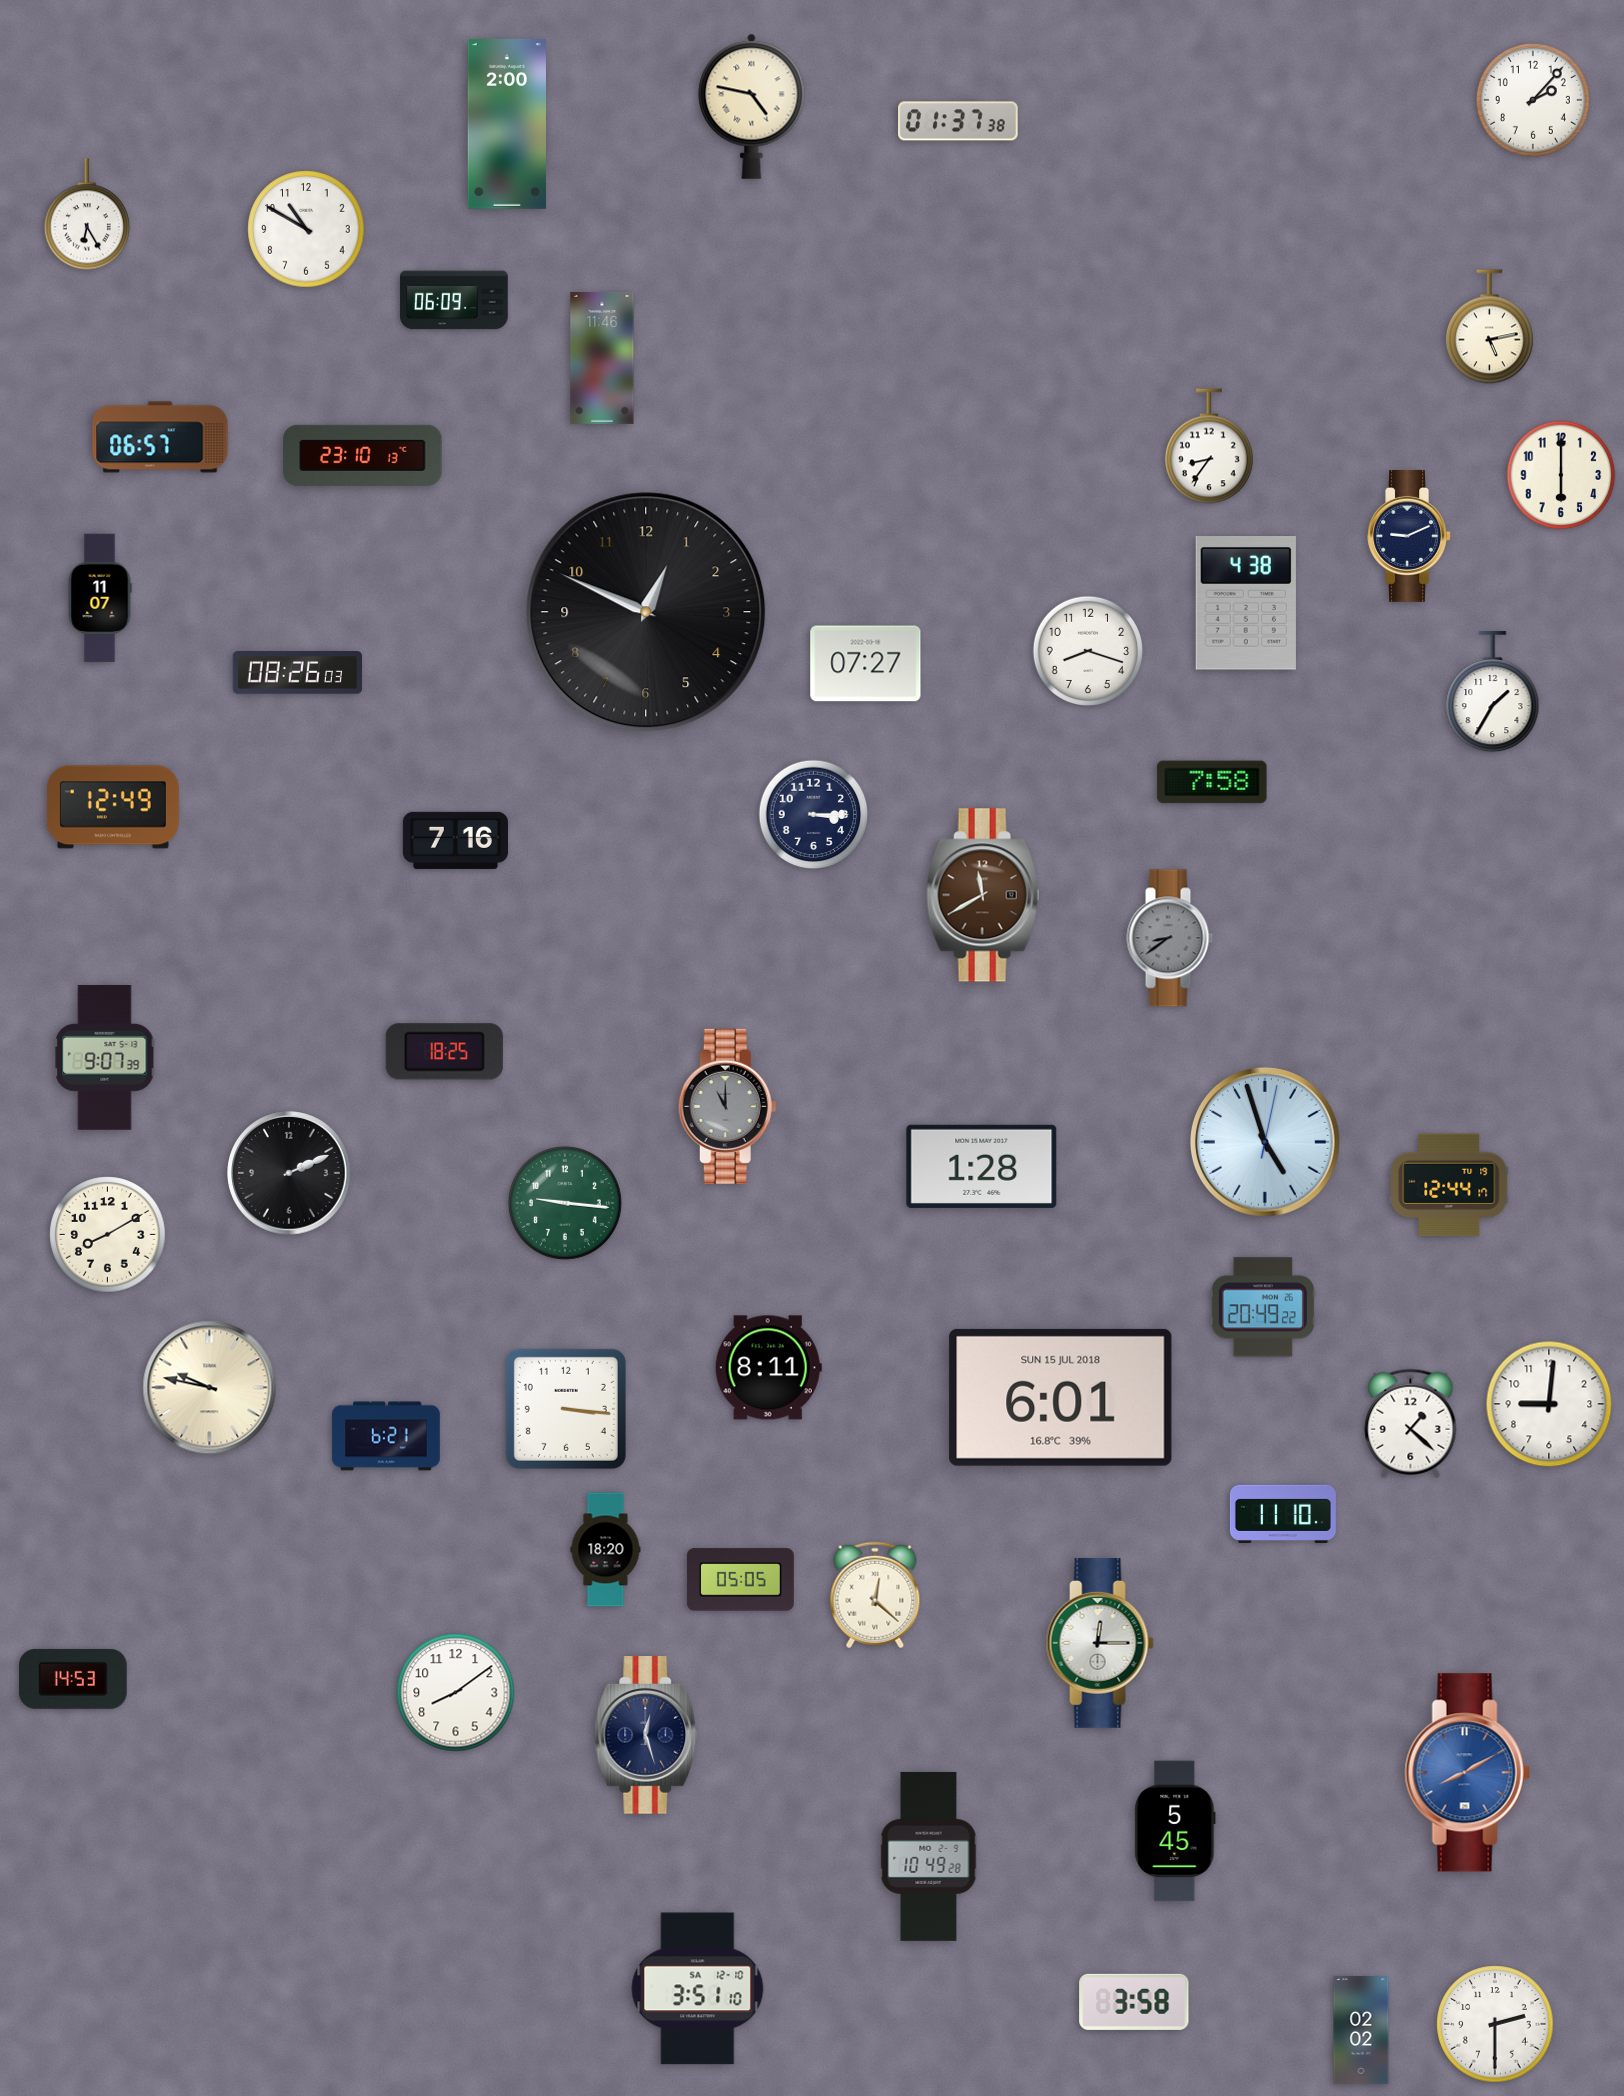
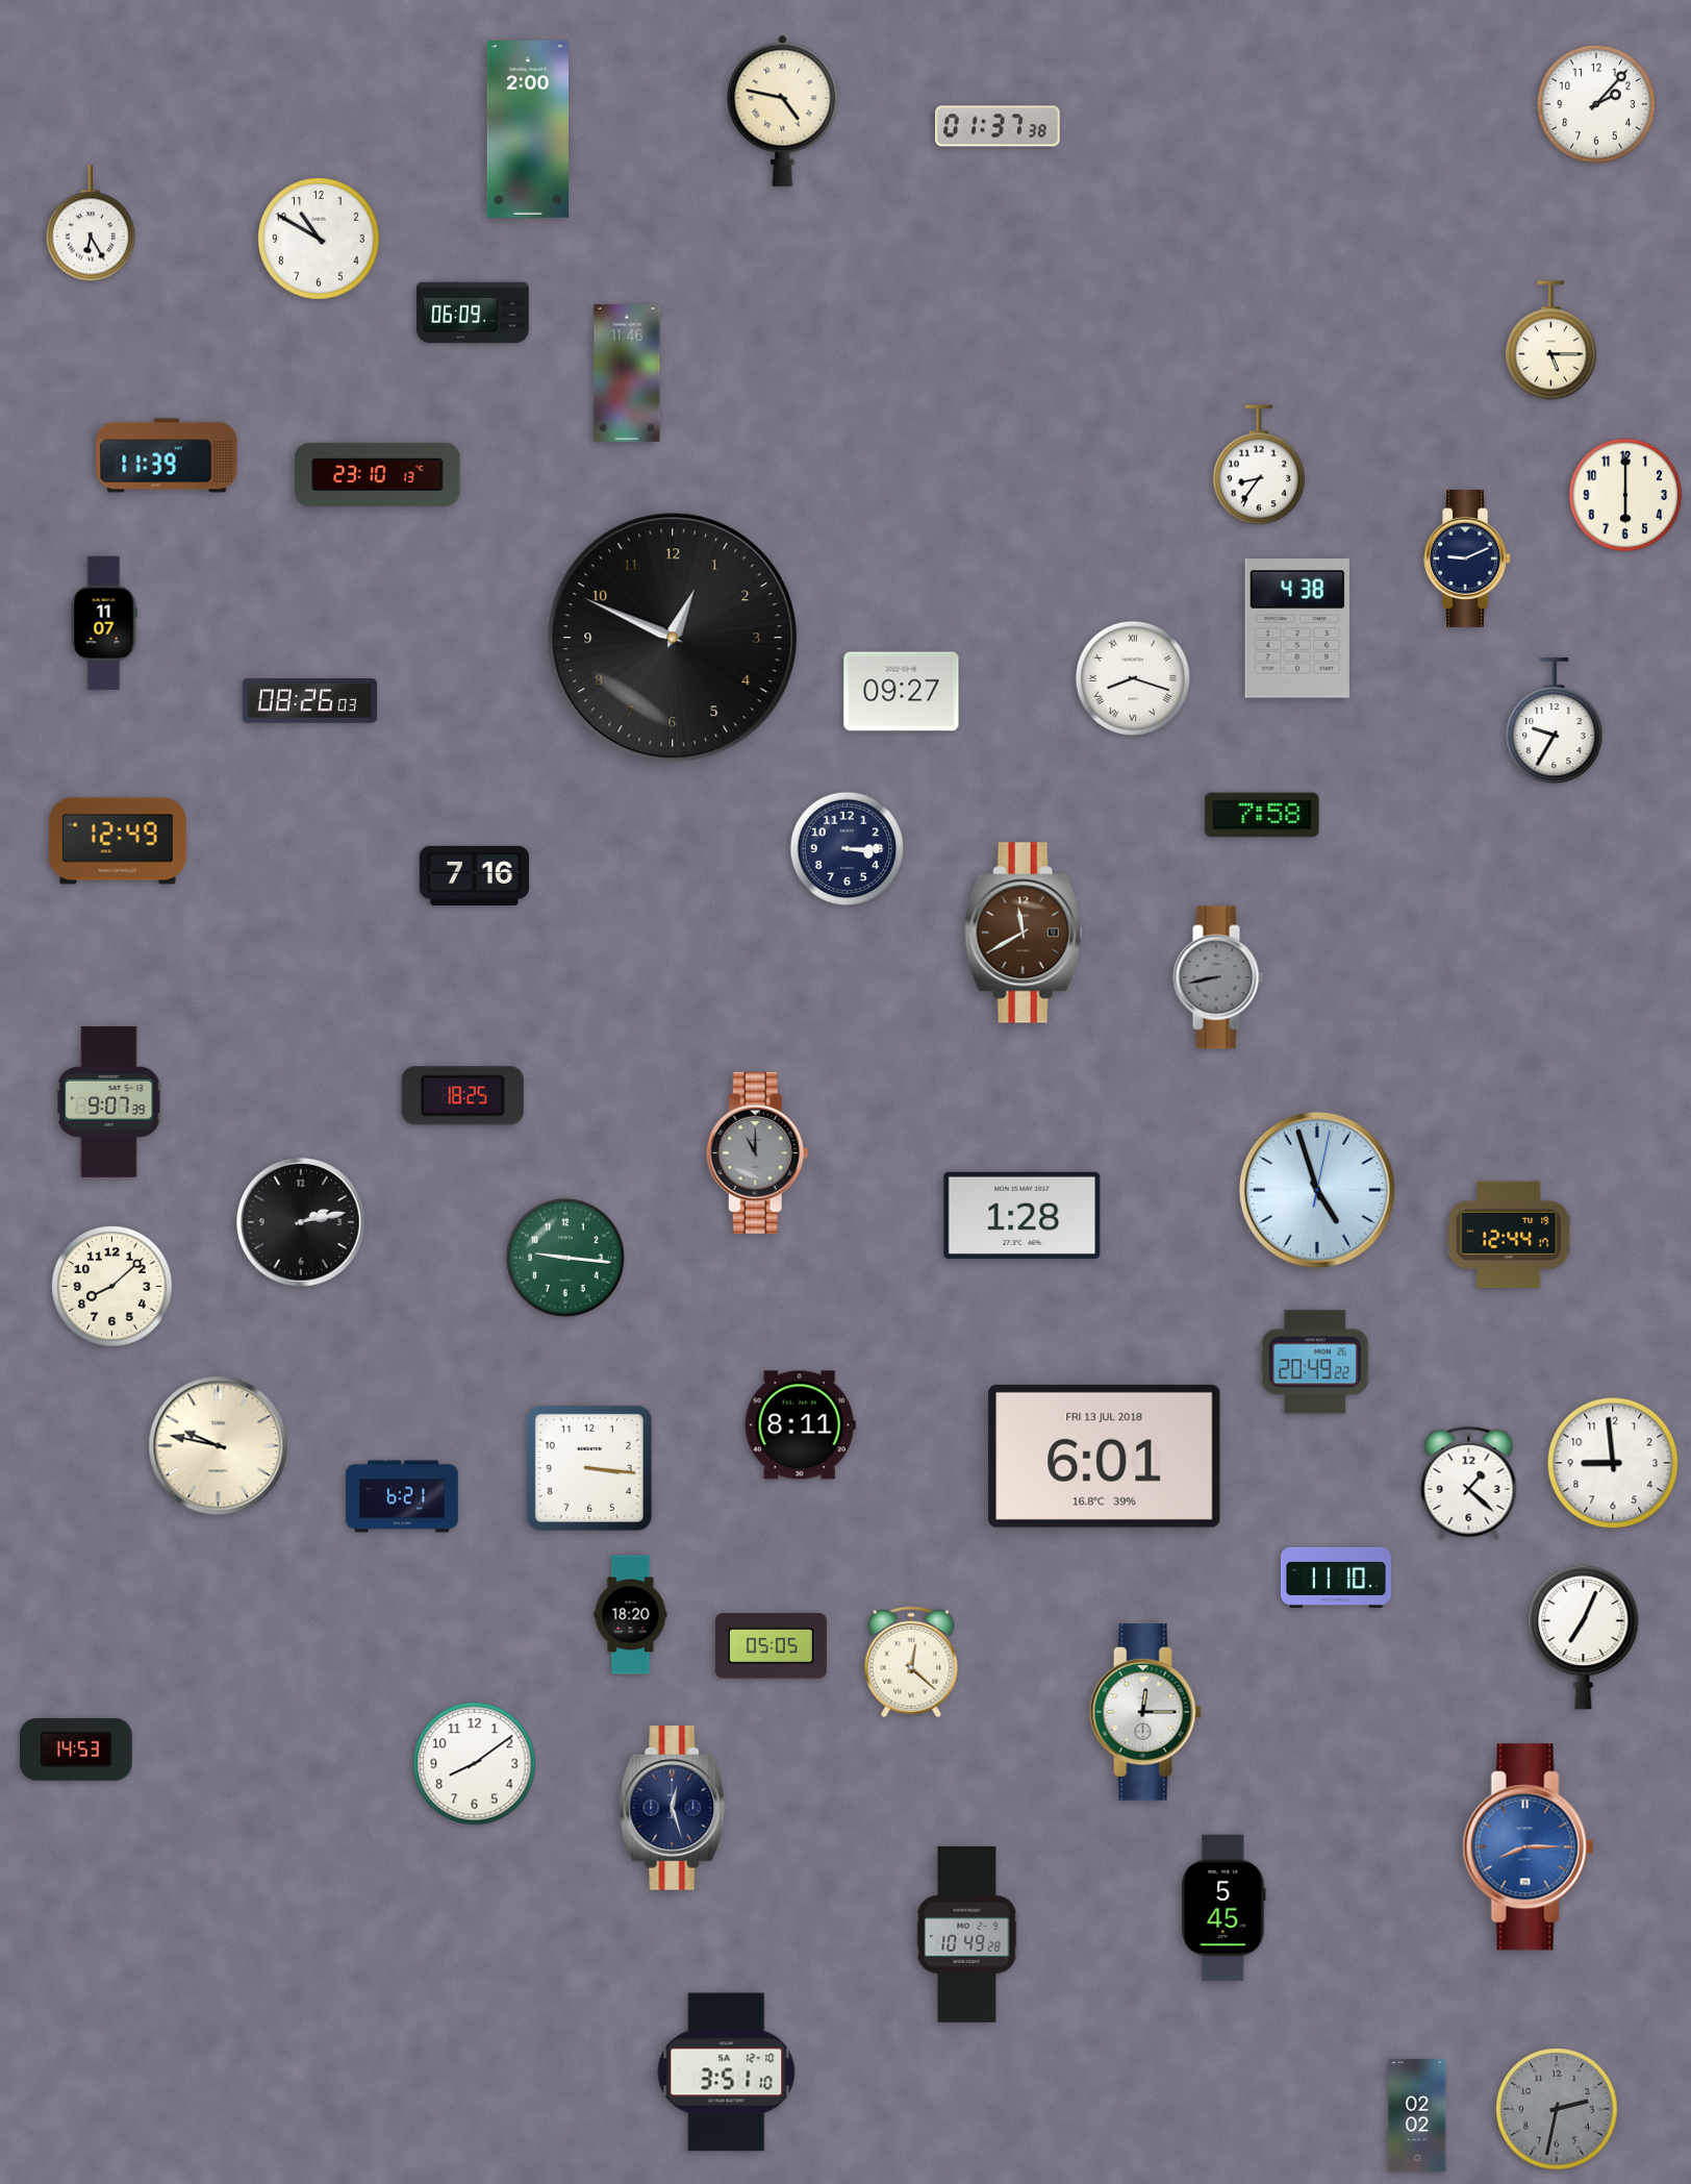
clock at (1489, 327): 5:13 -> 5:15
clock at (160, 437): 06:57 -> 11:39
clock at (1087, 650) numerals: Arabic -> Roman
clock at (866, 664): 07:27 -> 09:27
clock at (1493, 692): 1:35 -> 9:35
clock at (1170, 938): 8:39 -> 8:43
clock at (289, 1173): 2:11 -> 2:13
clock at (565, 1203) position: (565, 1203) -> (565, 1258)
clock at (108, 1235): 8:10 -> 8:08
clock at (1061, 1397) date: SUN 15 JUL 2018 -> FRI 13 JUL 2018
clock at (1549, 1404): 9:01 -> 8:59
clock at (1584, 1637): none -> 7:04
clock at (1467, 1773): 8:10 -> 8:15
clock at (1134, 2002): 3:58 -> none
clock at (1495, 2024): 2:30 -> 2:32
clock at (1495, 2024) dial: white -> grey
